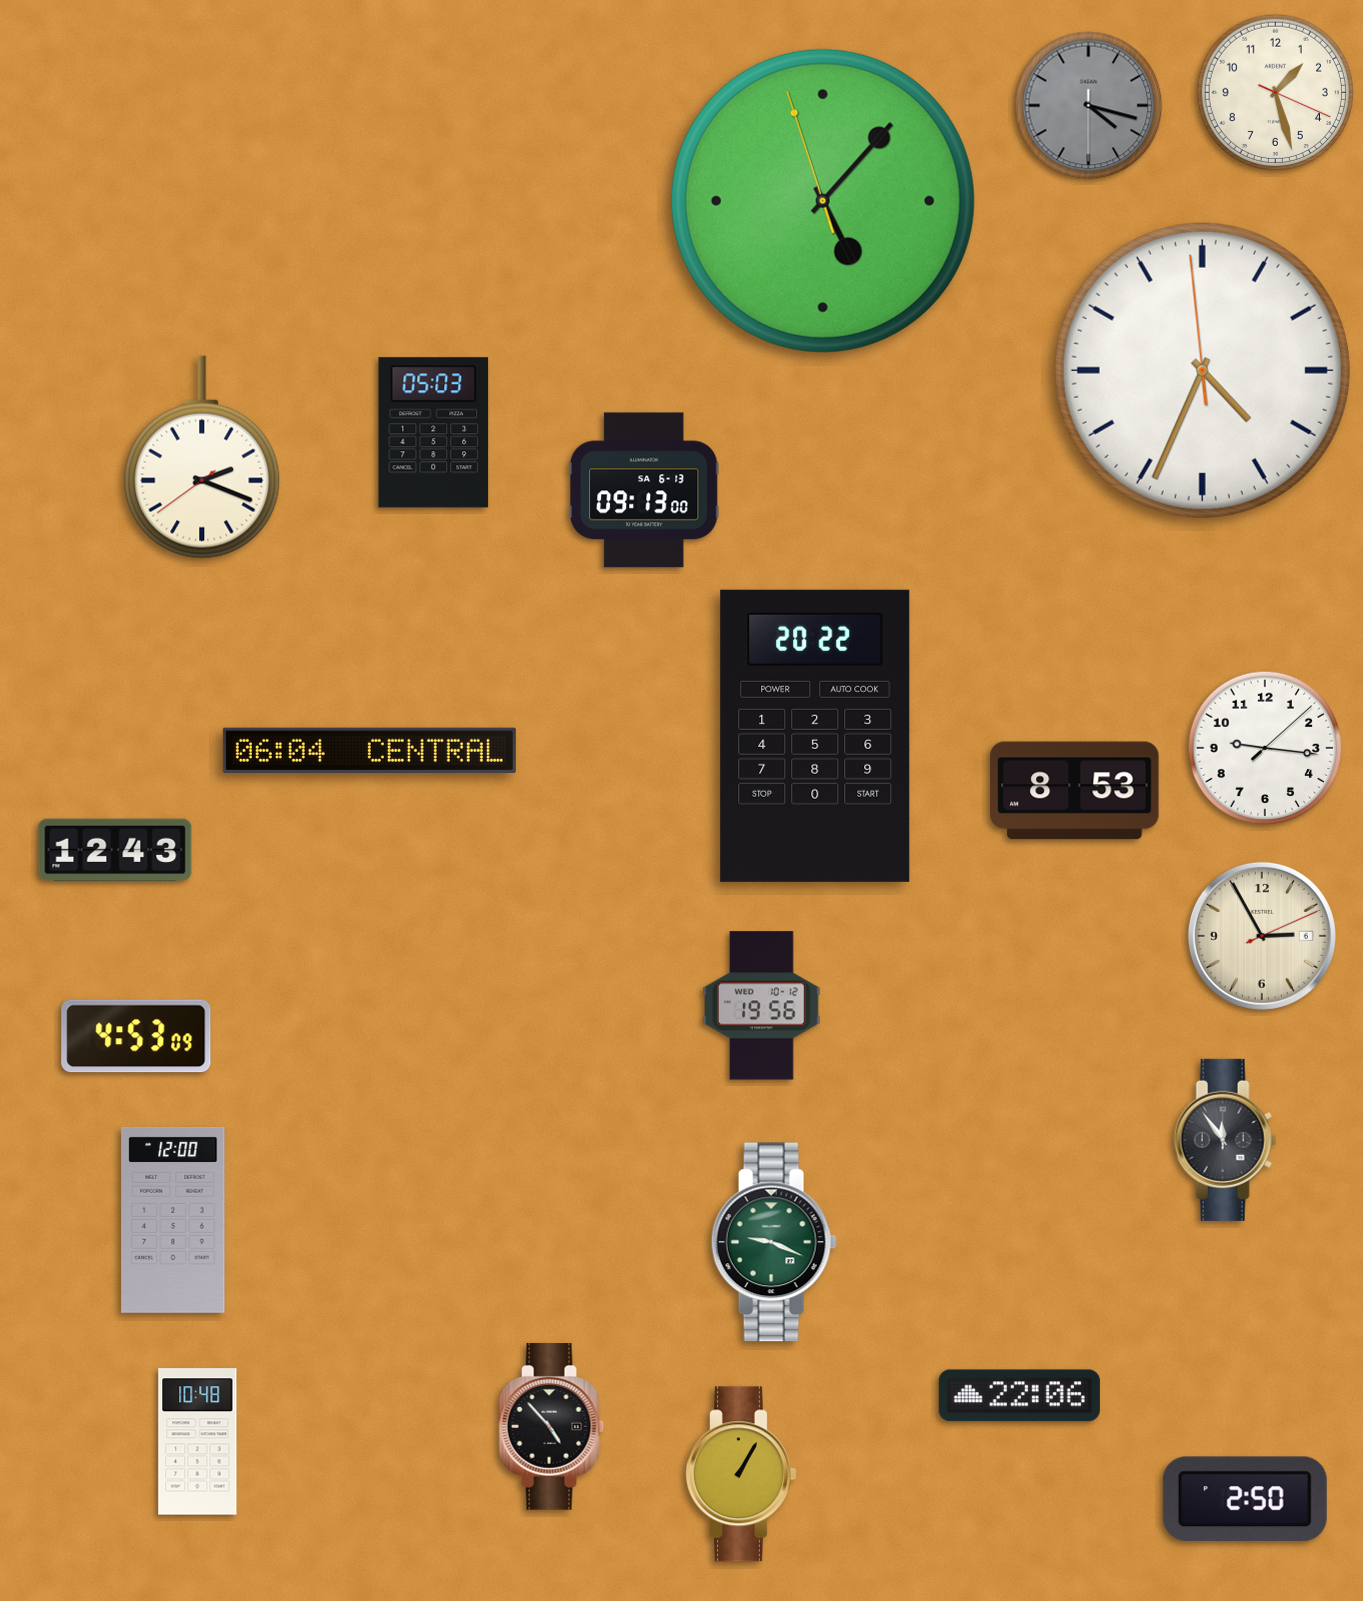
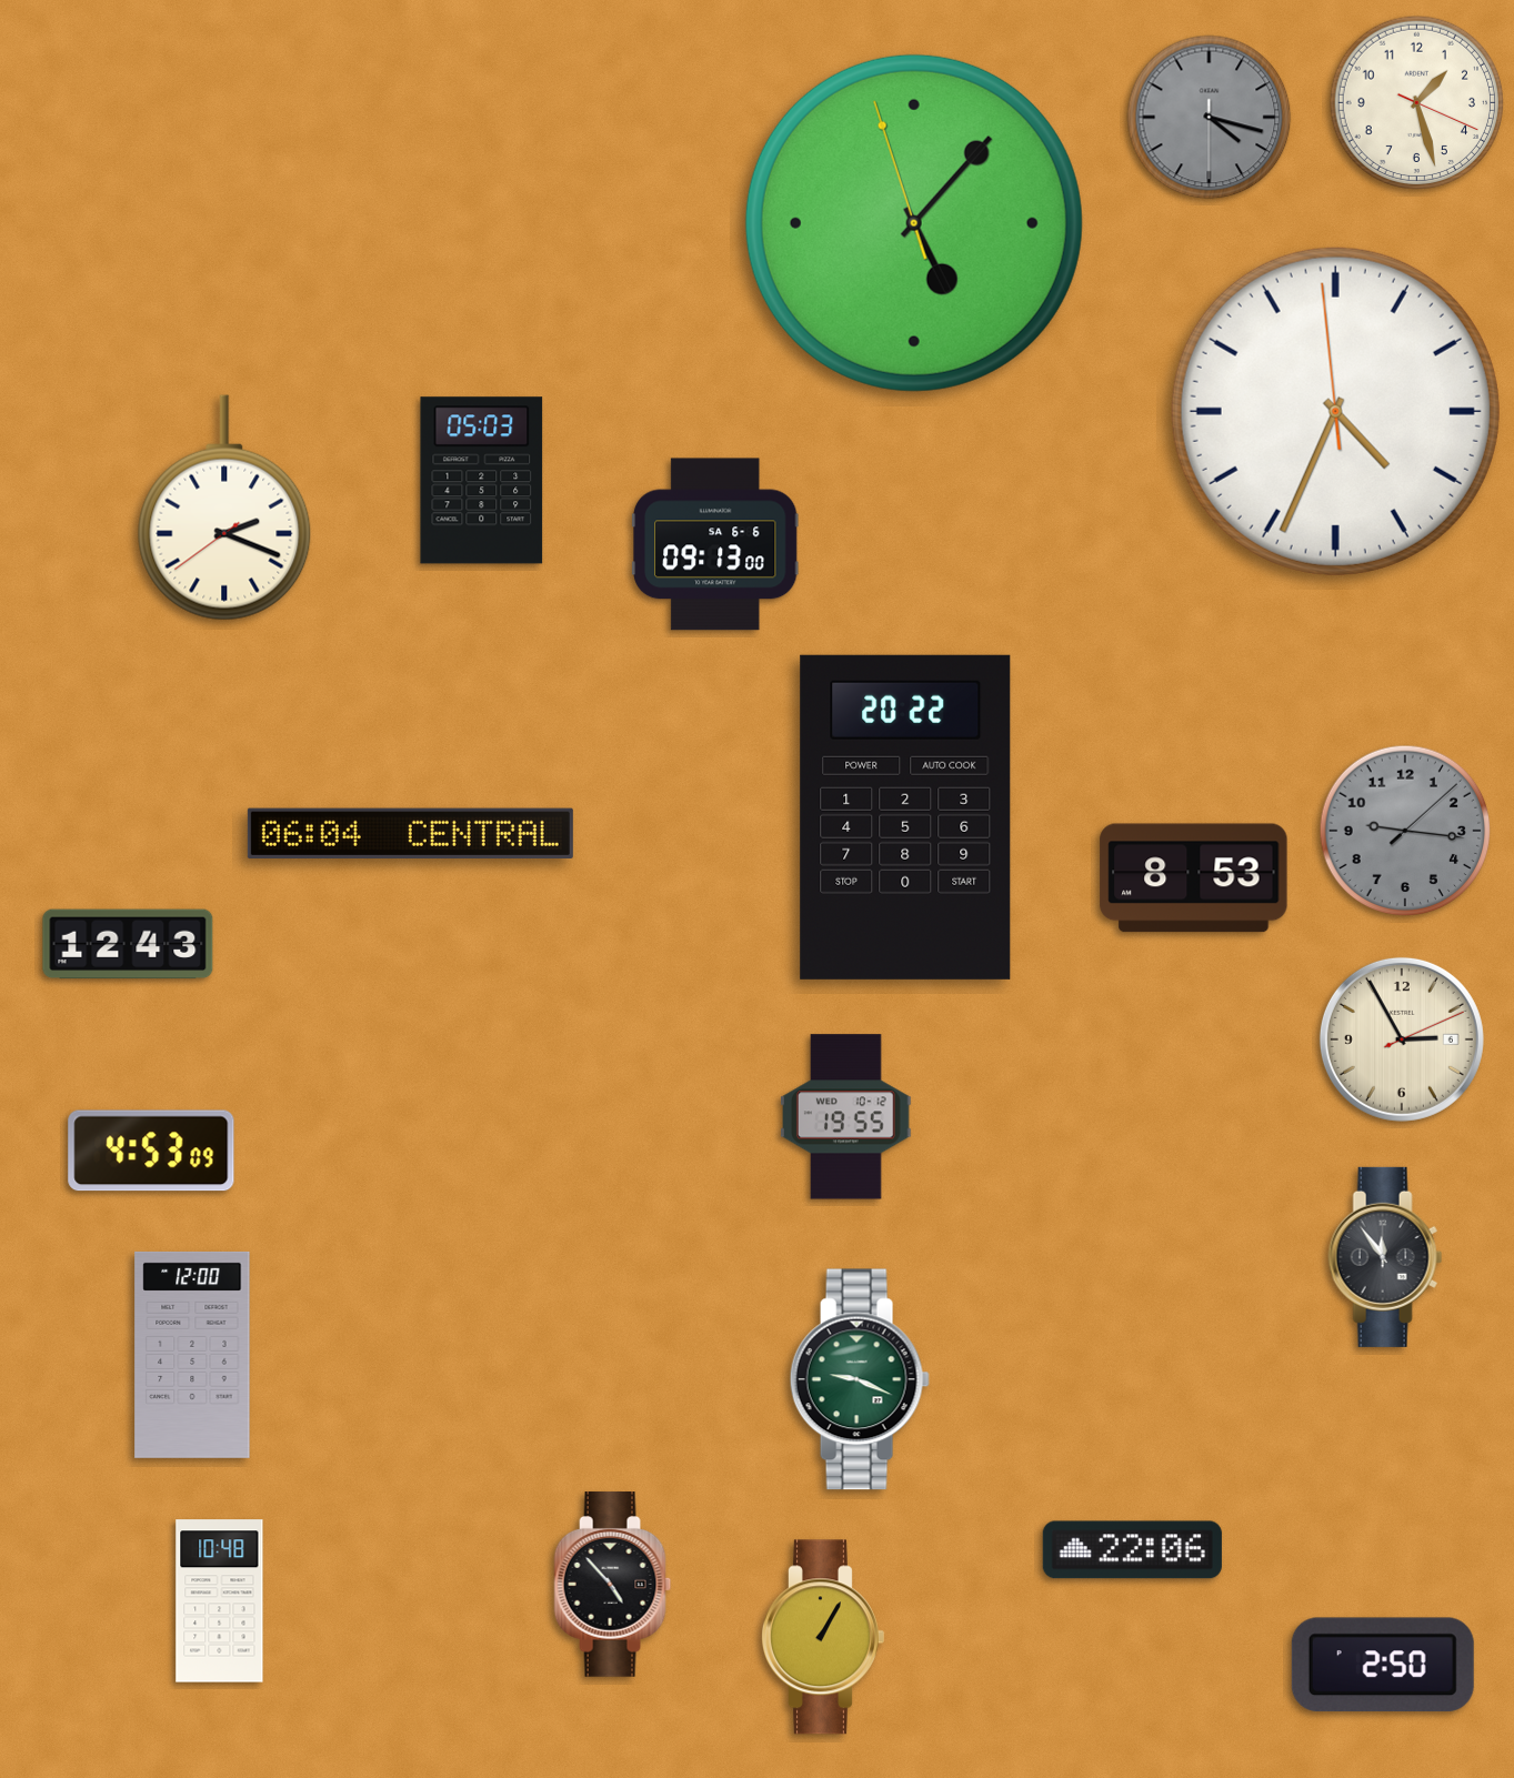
clock at (644, 490) date: SA 6-13 -> SA 6-6
clock at (1265, 748) dial: white -> grey
clock at (762, 1006): 19:56 -> 19:55
clock at (1225, 1140) position: (1225, 1140) -> (1385, 1257)
